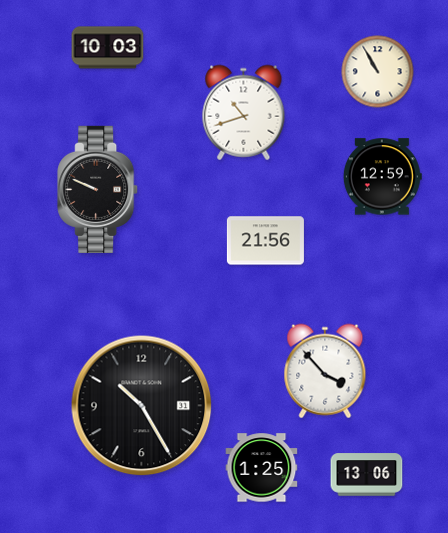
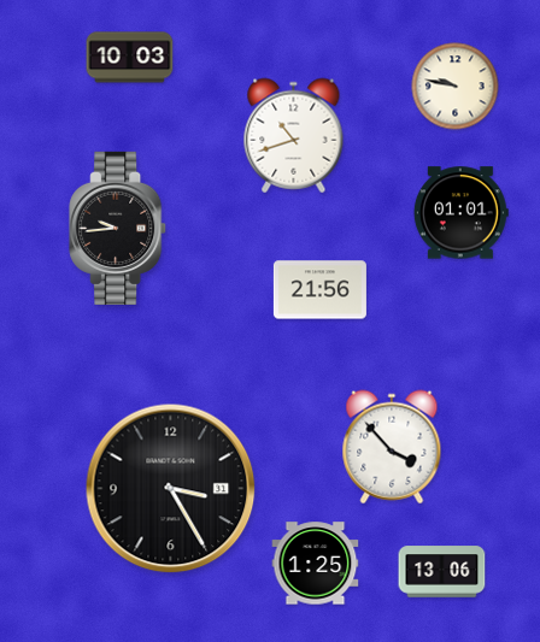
clock at (378, 72): 10:55 -> 9:47
clock at (382, 177): 12:59 -> 01:01
clock at (98, 189): 9:49 -> 9:44
clock at (142, 406): 10:25 -> 3:25
